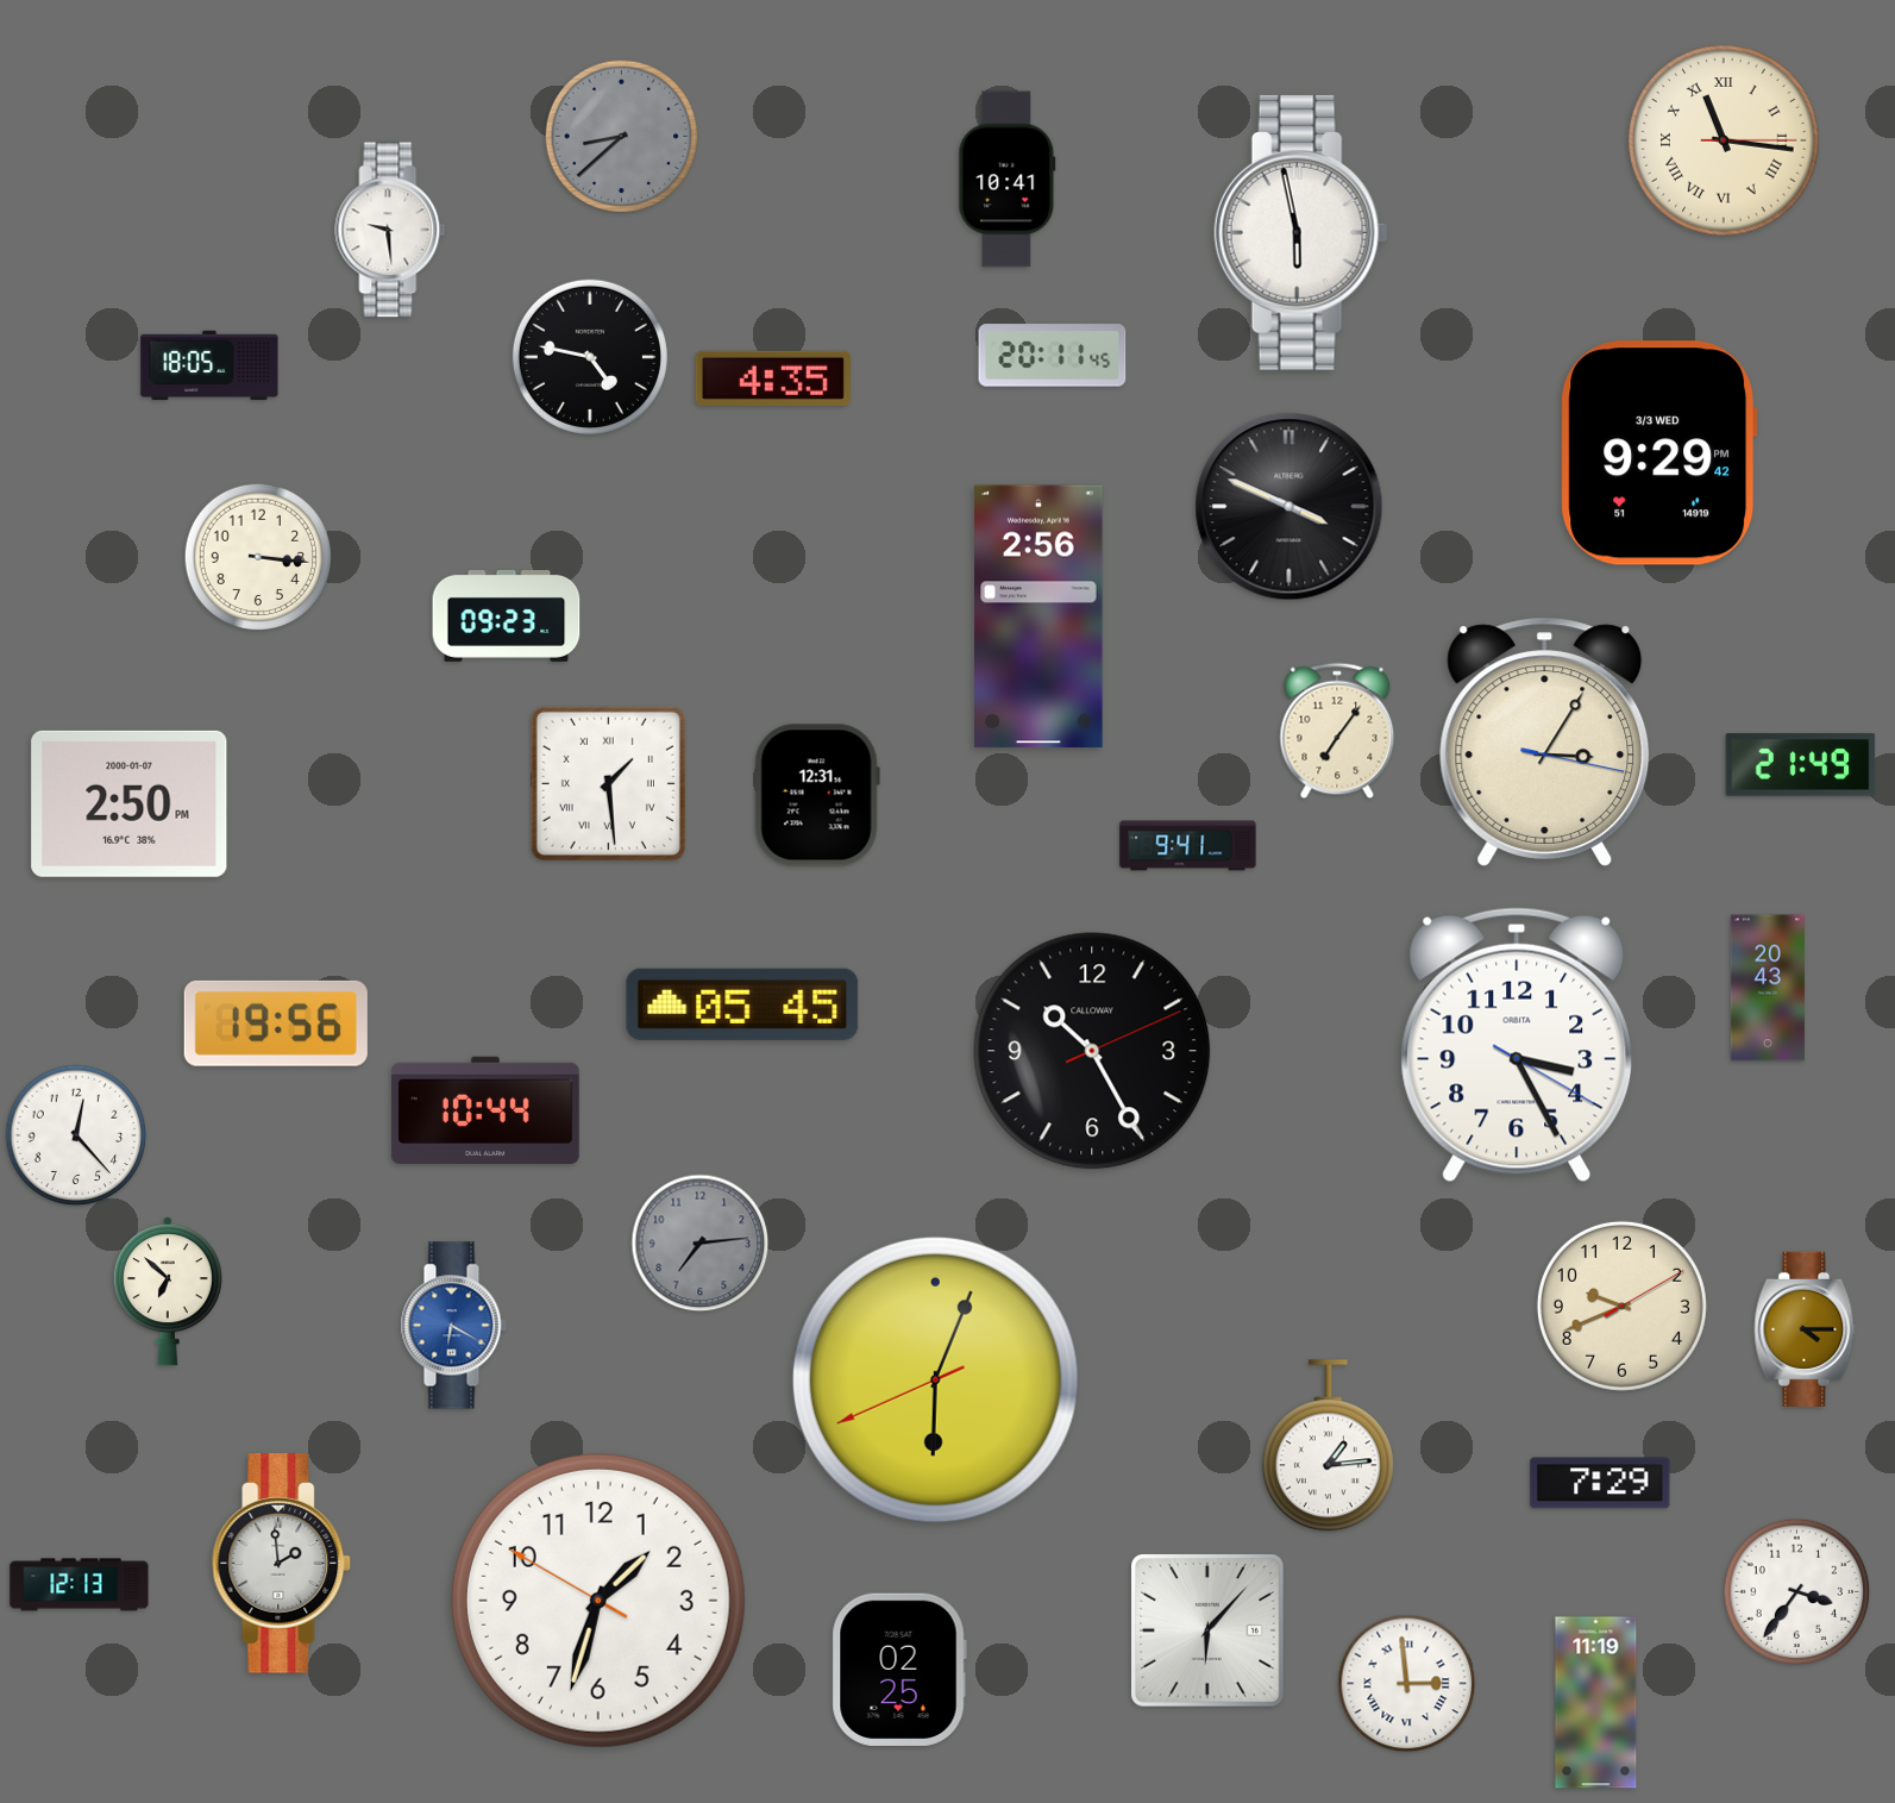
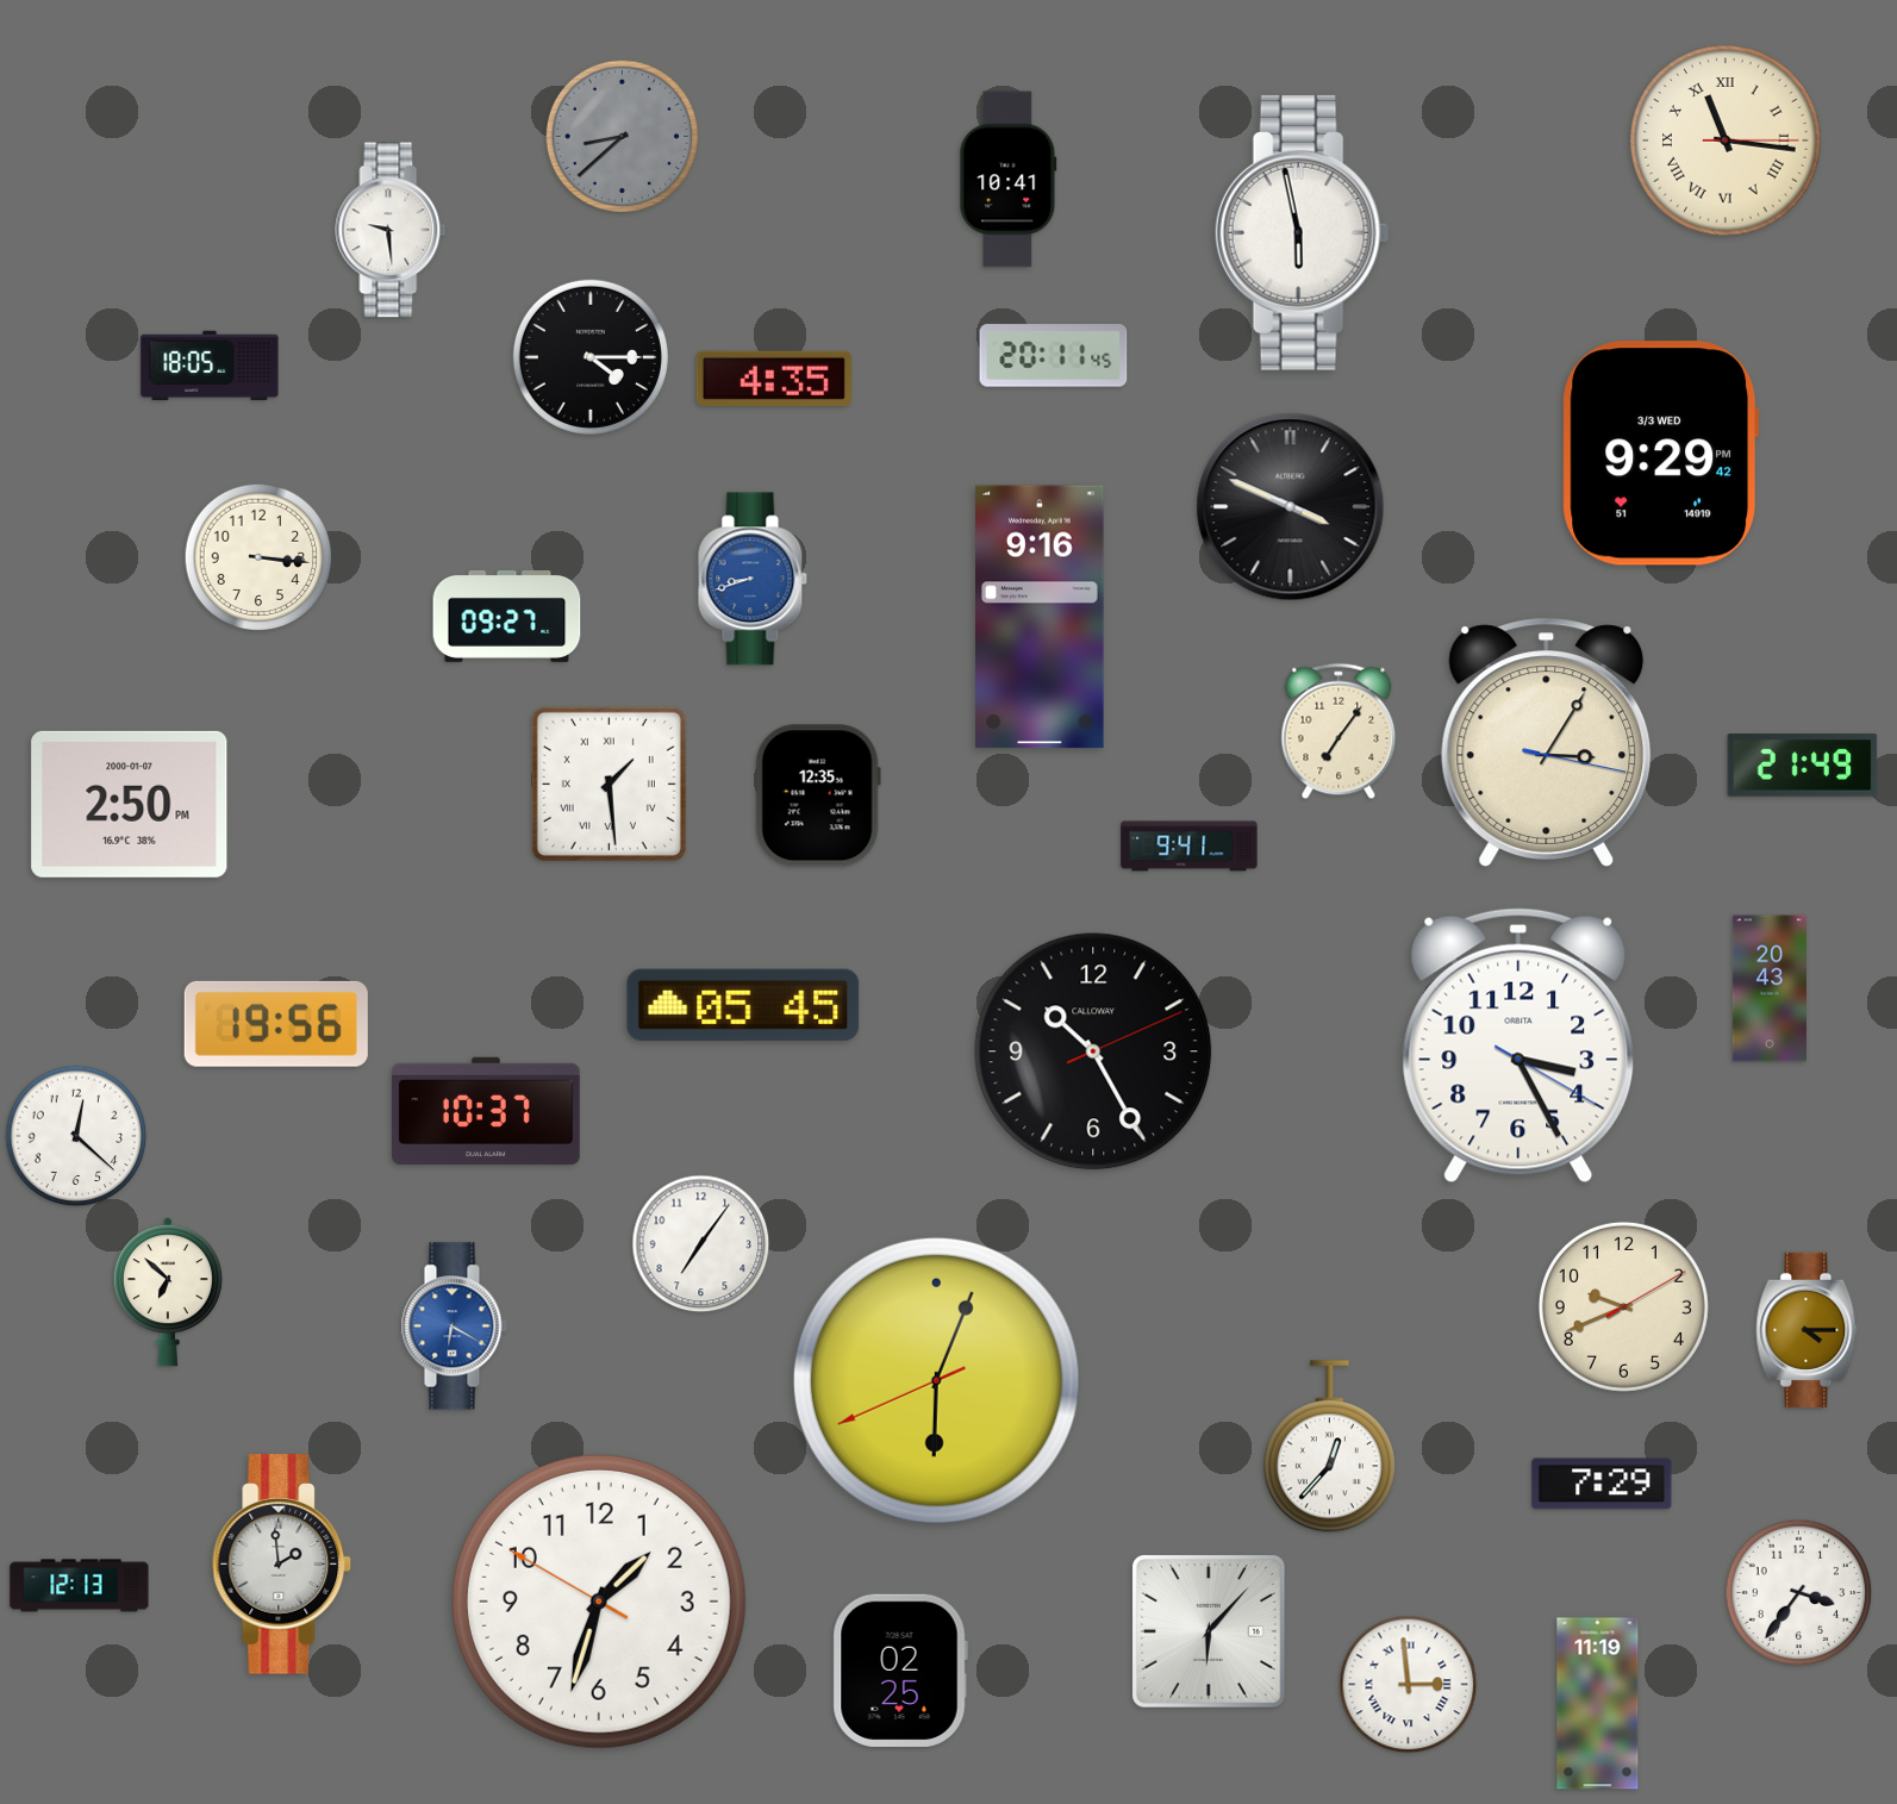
clock at (590, 357): 4:47 -> 4:15
clock at (753, 579): none -> 8:42
clock at (507, 615): 09:23 -> 09:27
clock at (1039, 616): 2:56 -> 9:16
clock at (817, 795): 12:31 -> 12:35
clock at (485, 1110): 10:44 -> 10:37
clock at (76, 1135): 12:23 -> 12:22
clock at (701, 1244): 7:14 -> 7:06
clock at (701, 1244) dial: grey -> white
clock at (1328, 1446): 1:14 -> 12:37
